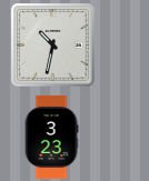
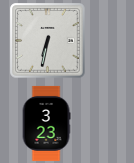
clock at (53, 46): 10:32 -> 6:32
